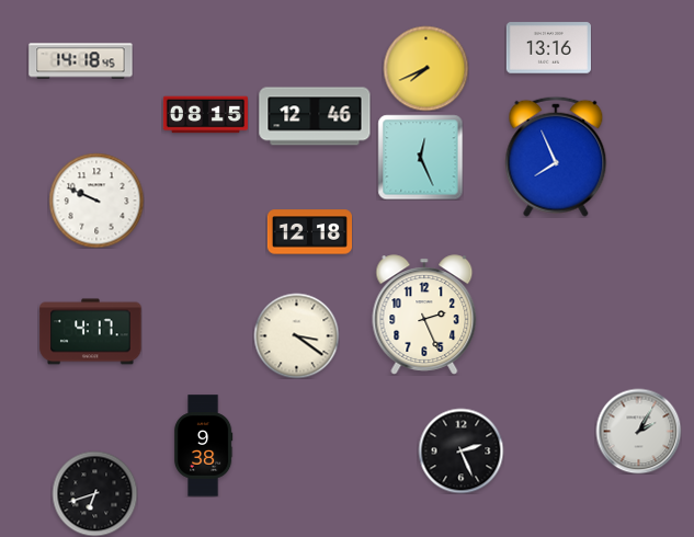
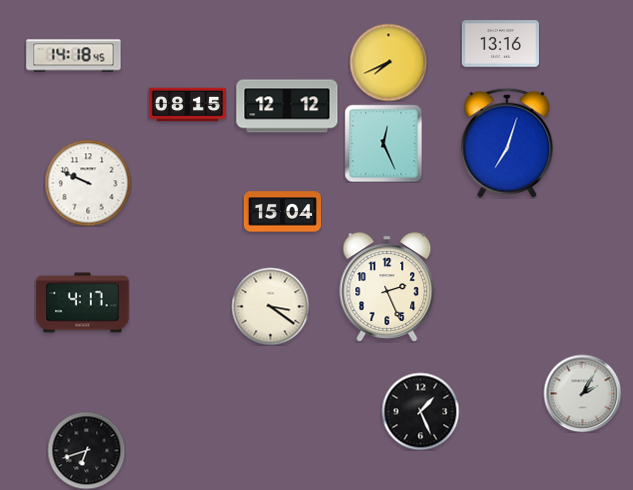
clock at (315, 116): 12:46 -> 12:12
clock at (556, 157): 7:56 -> 7:03
clock at (309, 232): 12:18 -> 15:04
clock at (203, 446): 9:38 -> none
clock at (460, 450): 2:26 -> 1:26
